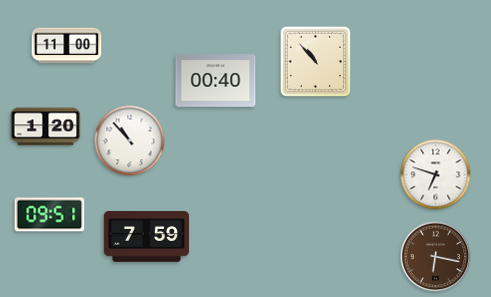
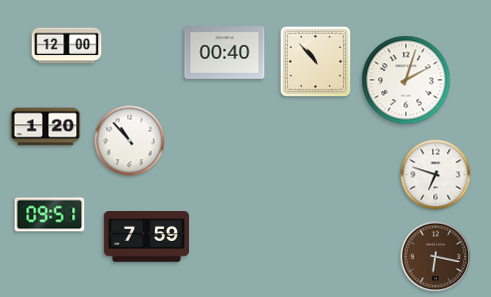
clock at (67, 46): 11:00 -> 12:00
clock at (406, 80): none -> 2:03
clock at (216, 81) position: (216, 81) -> (225, 53)
